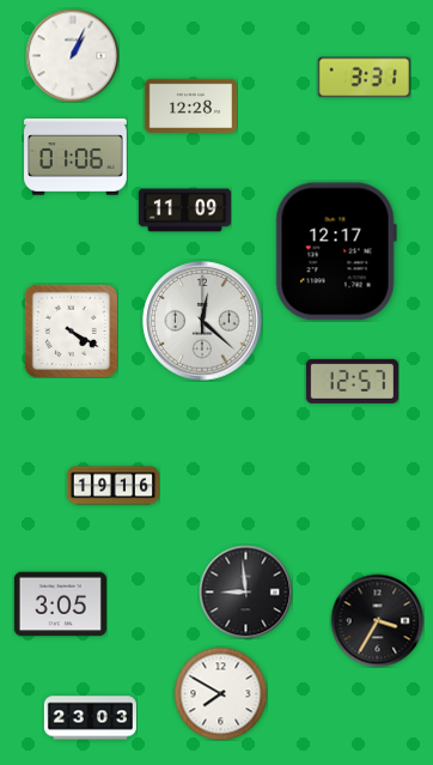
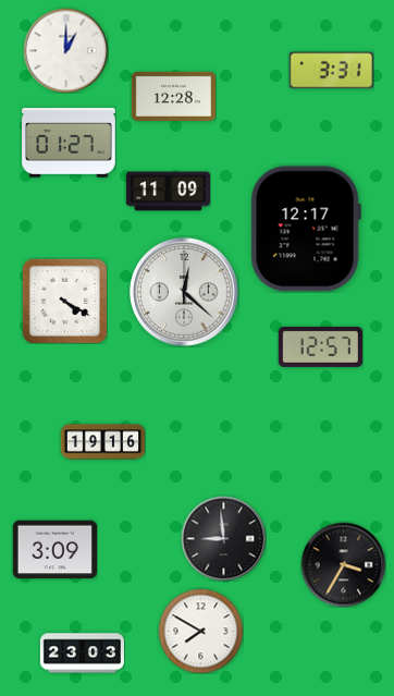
clock at (72, 55): 1:04 -> 1:00
clock at (75, 158): 01:06 -> 01:27
clock at (60, 605): 3:05 -> 3:09
